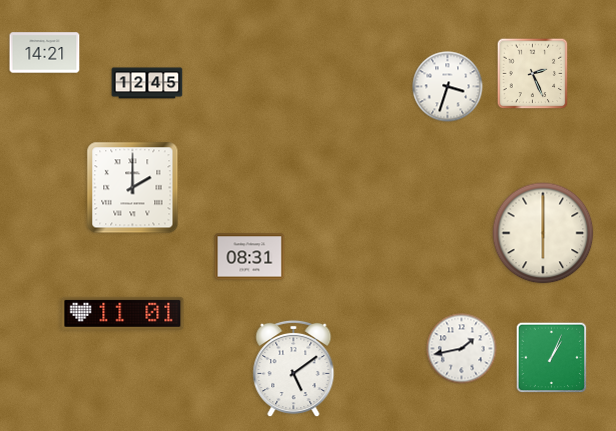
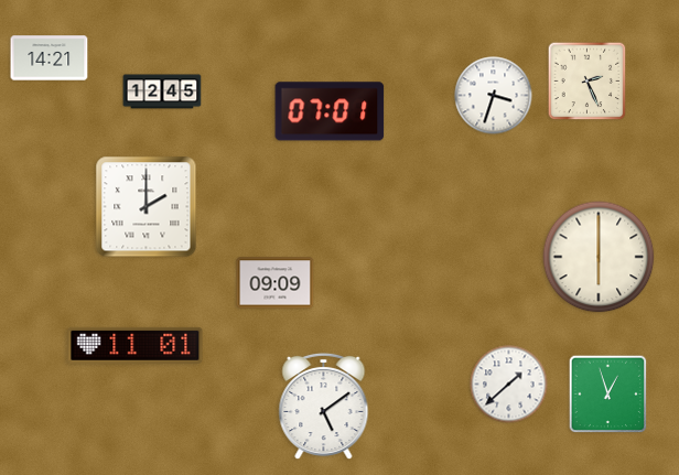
clock at (330, 111): none -> 07:01
clock at (250, 257): 08:31 -> 09:09
clock at (462, 349): 1:43 -> 1:38
clock at (552, 358): 1:04 -> 12:57
